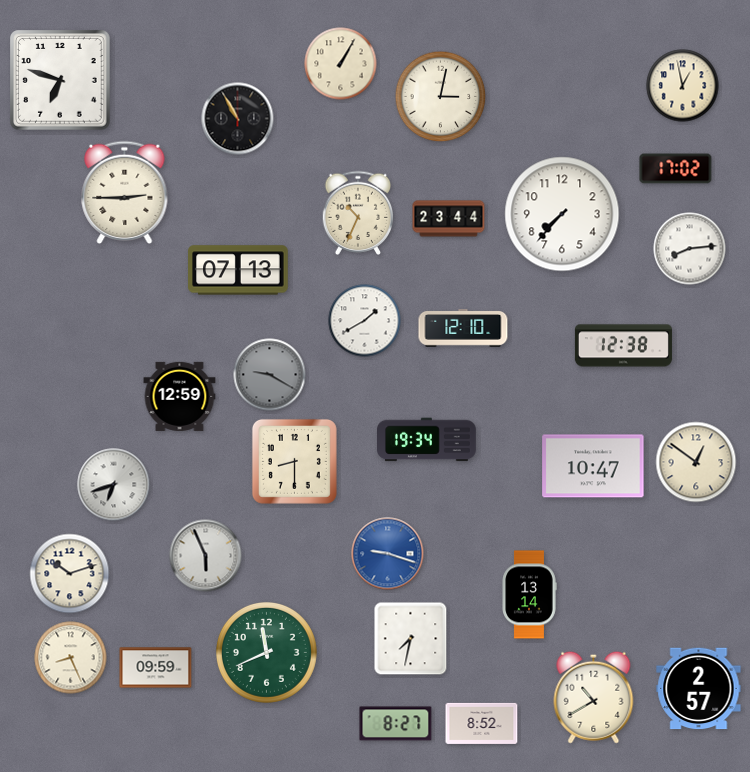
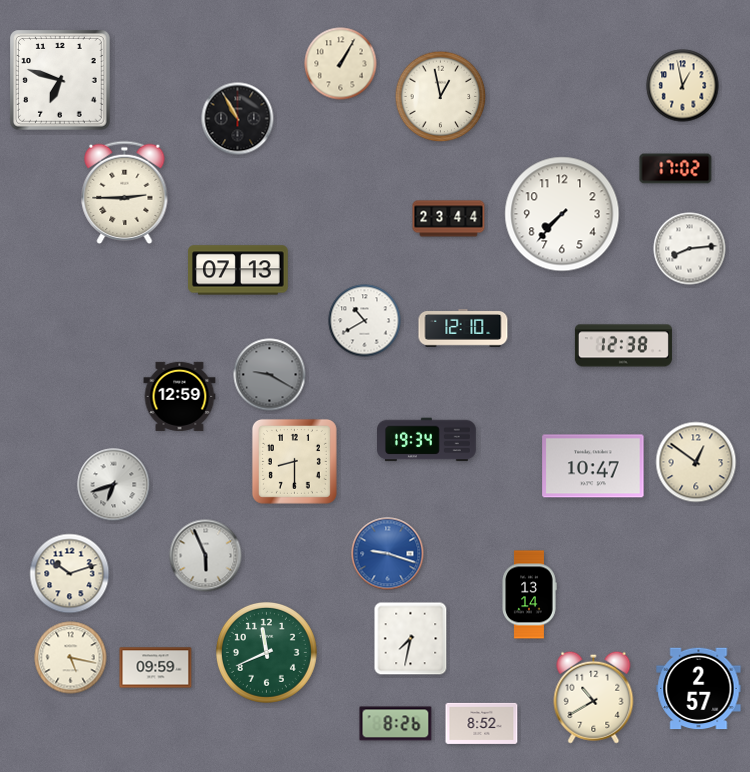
clock at (441, 97): 3:02 -> 12:58
clock at (358, 212): 10:34 -> none
clock at (365, 321): 1:40 -> 10:40
clock at (71, 658): 8:26 -> 5:17
clock at (396, 724): 8:27 -> 8:26
